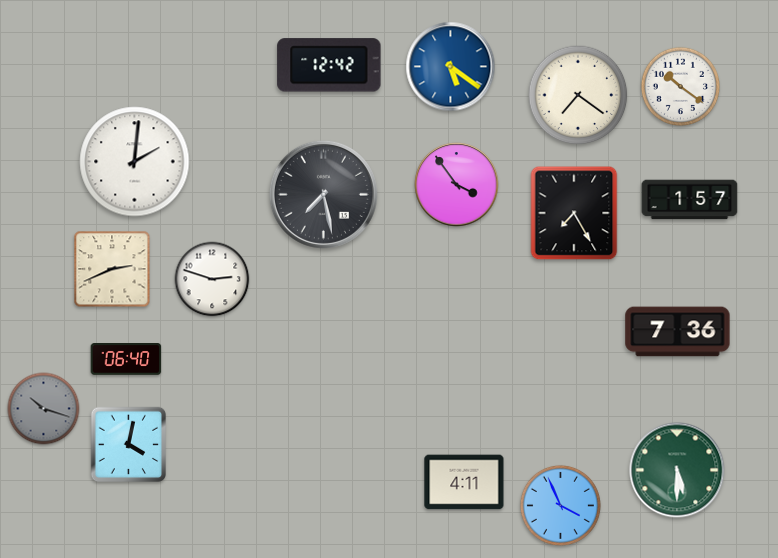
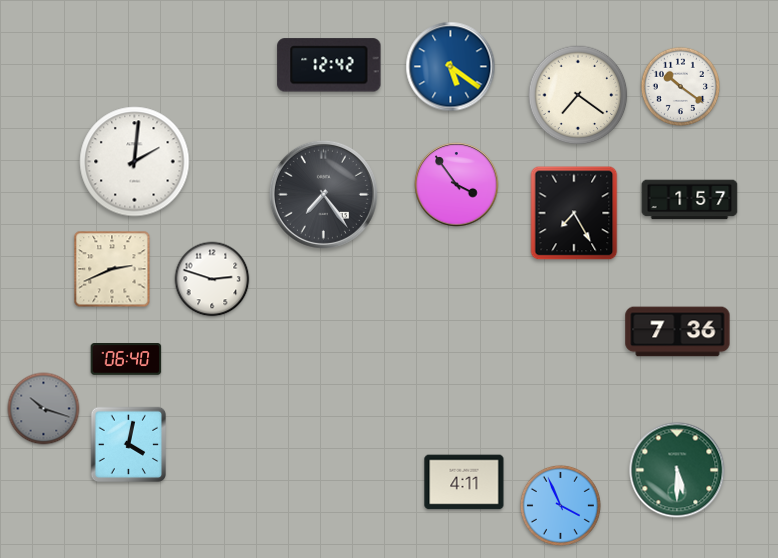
clock at (323, 194): 7:28 -> 7:24
